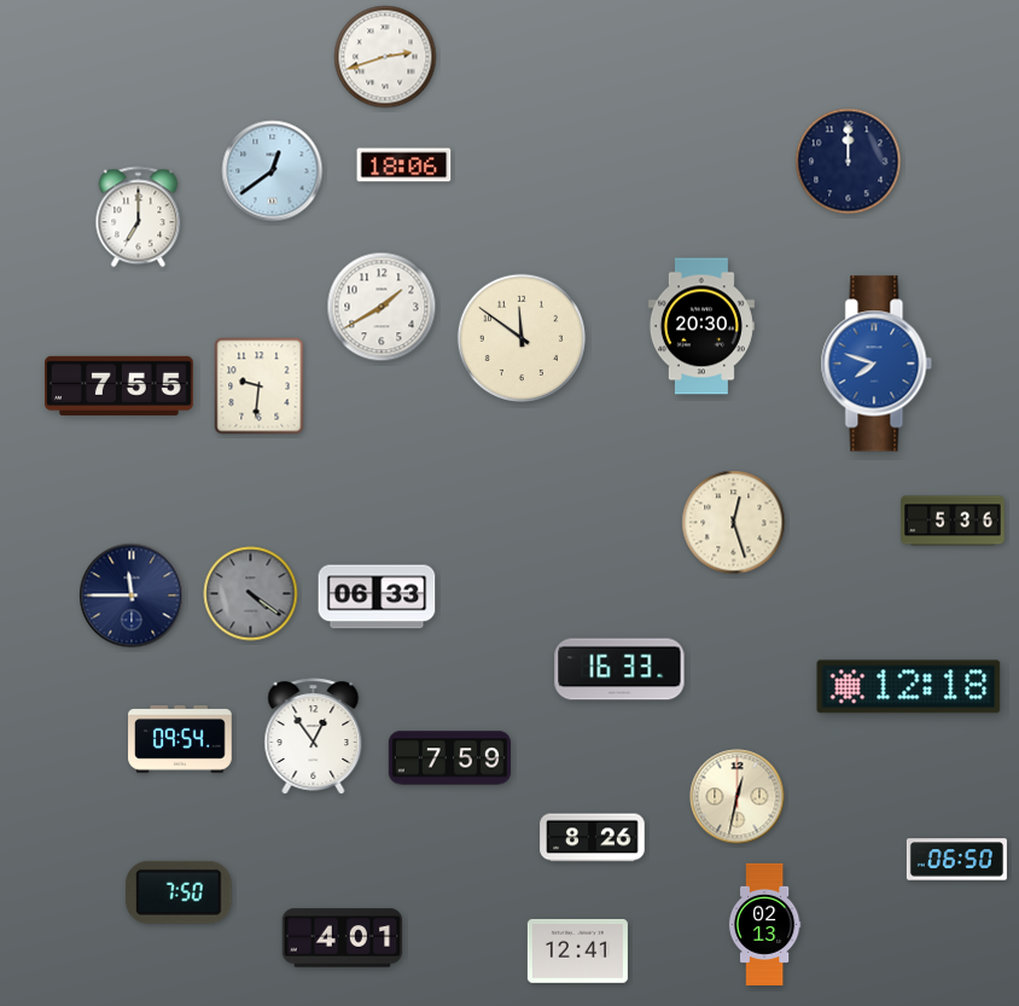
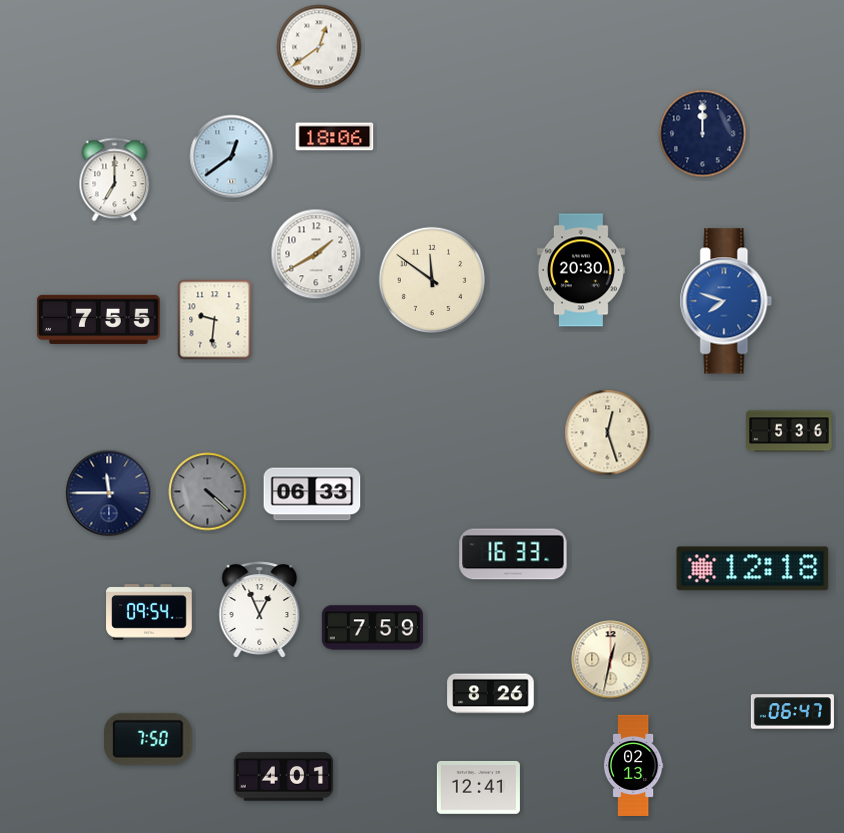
clock at (385, 57): 2:42 -> 12:39
clock at (273, 171) position: (273, 171) -> (232, 157)
clock at (251, 594): 4:21 -> 4:22
clock at (314, 737): 12:54 -> 12:56
clock at (956, 860): 06:50 -> 06:47
